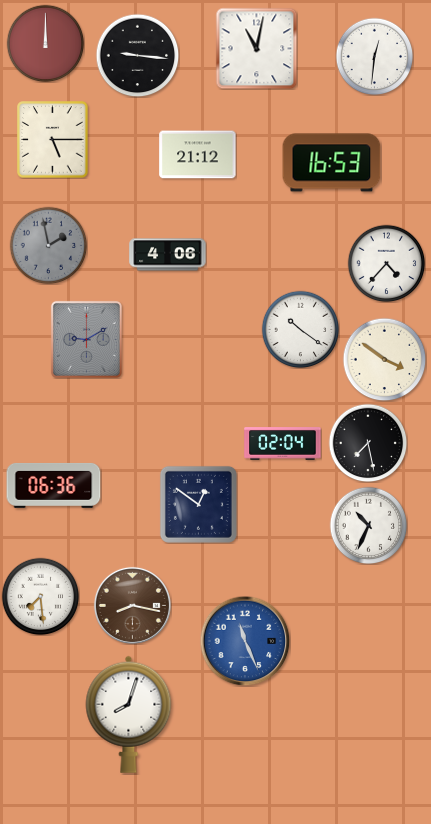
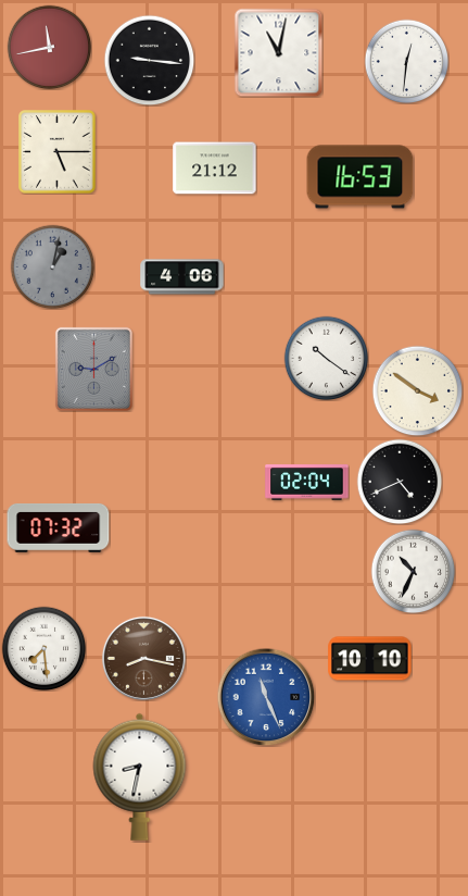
clock at (45, 43): 12:00 -> 11:43
clock at (48, 245): 1:58 -> 1:02
clock at (386, 263): 4:37 -> none
clock at (368, 443): 7:28 -> 4:41
clock at (54, 485): 06:36 -> 07:32
clock at (198, 504): 12:51 -> none
clock at (368, 525) position: (368, 525) -> (413, 571)
clock at (370, 659): none -> 10:10
clock at (129, 714): 8:03 -> 8:32
